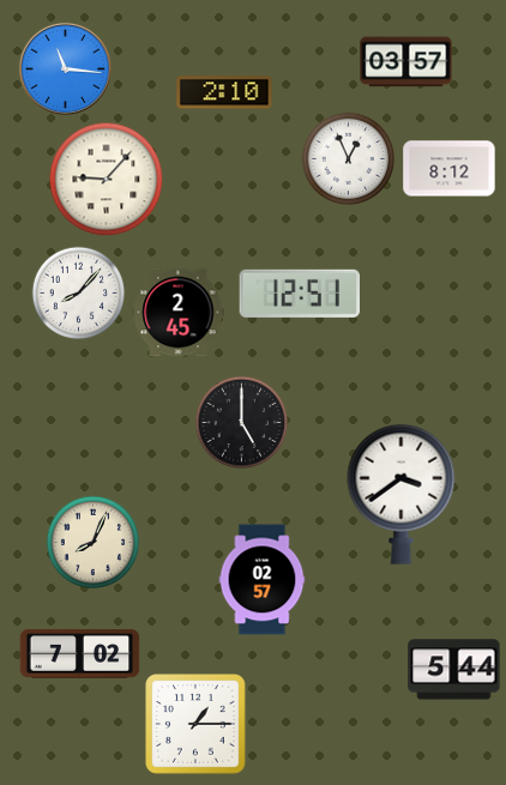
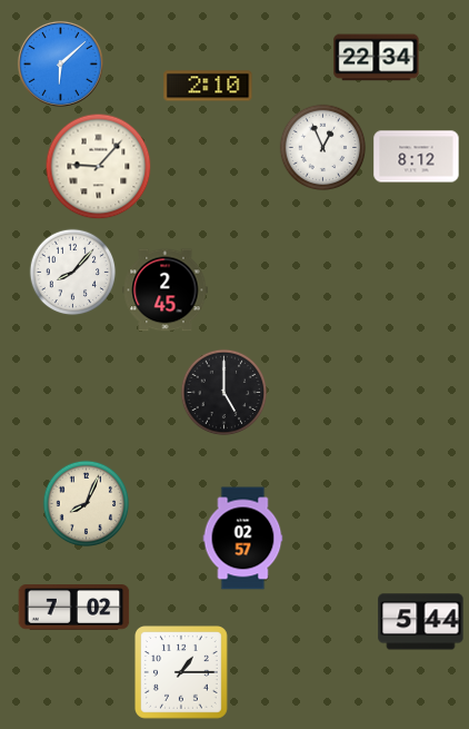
clock at (406, 62): 03:57 -> 22:34
clock at (65, 68): 11:16 -> 6:08
clock at (299, 294): 12:51 -> none
clock at (402, 494): 3:39 -> none
